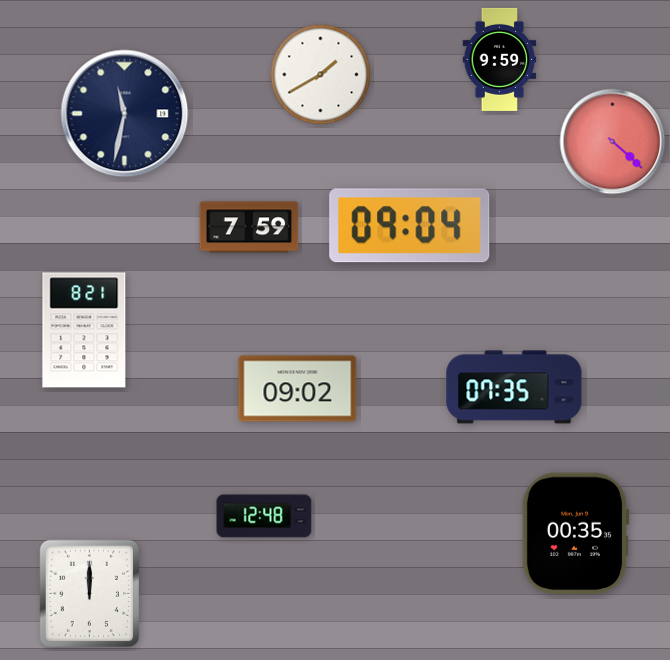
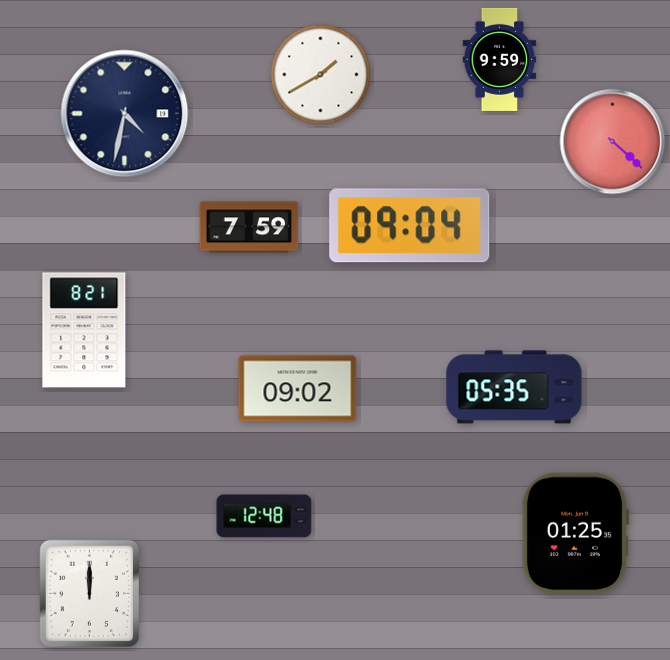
clock at (125, 114): 11:32 -> 4:32
clock at (514, 387): 07:35 -> 05:35
clock at (575, 534): 00:35 -> 01:25
